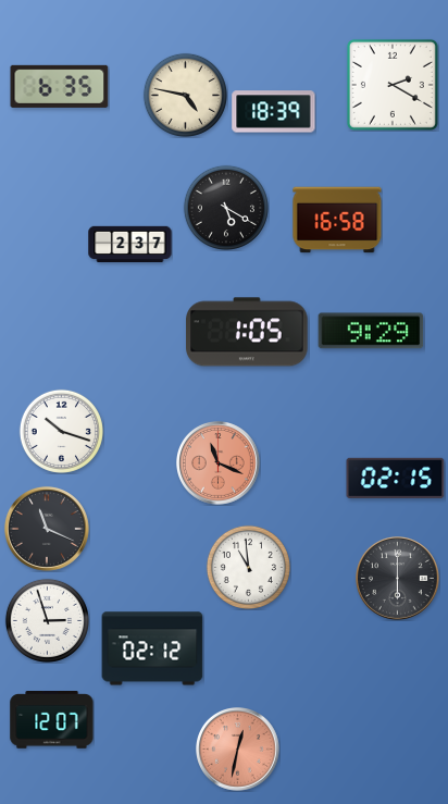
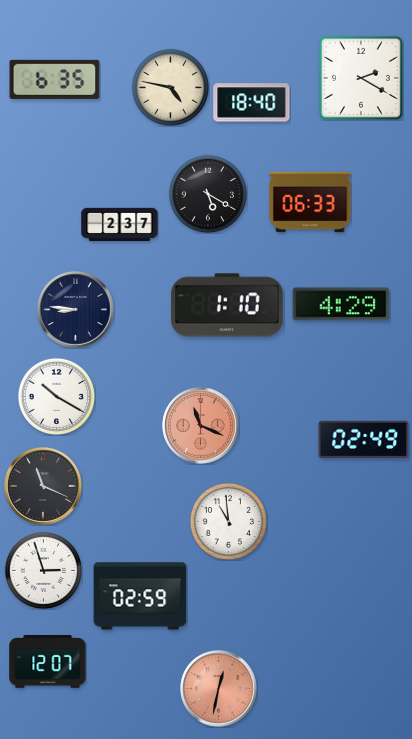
clock at (274, 112): 18:39 -> 18:40
clock at (226, 208) position: (226, 208) -> (208, 194)
clock at (337, 220): 16:58 -> 06:33
clock at (371, 331): 9:29 -> 4:29
clock at (247, 332): 1:05 -> 1:10
clock at (76, 310): none -> 8:46
clock at (61, 431): 10:18 -> 10:20
clock at (396, 478): 02:15 -> 02:49
clock at (398, 579): 6:00 -> none
clock at (152, 648): 02:12 -> 02:59
